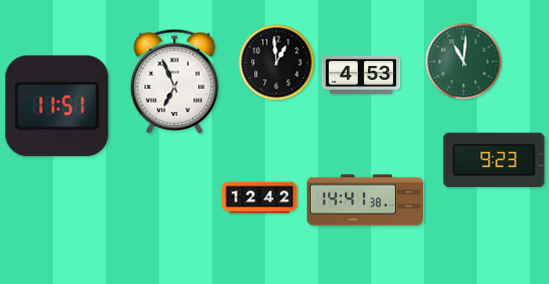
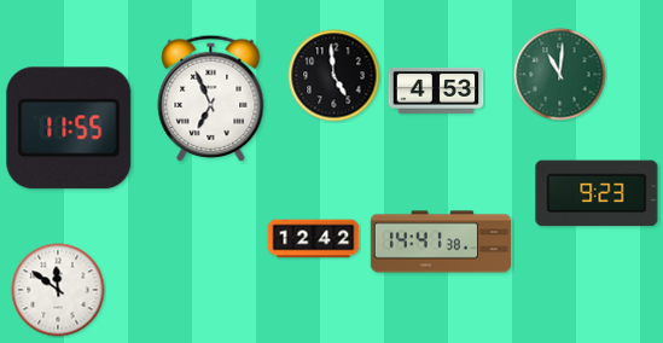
clock at (277, 63): 12:59 -> 4:59
clock at (57, 106): 11:51 -> 11:55
clock at (58, 290): none -> 11:51
